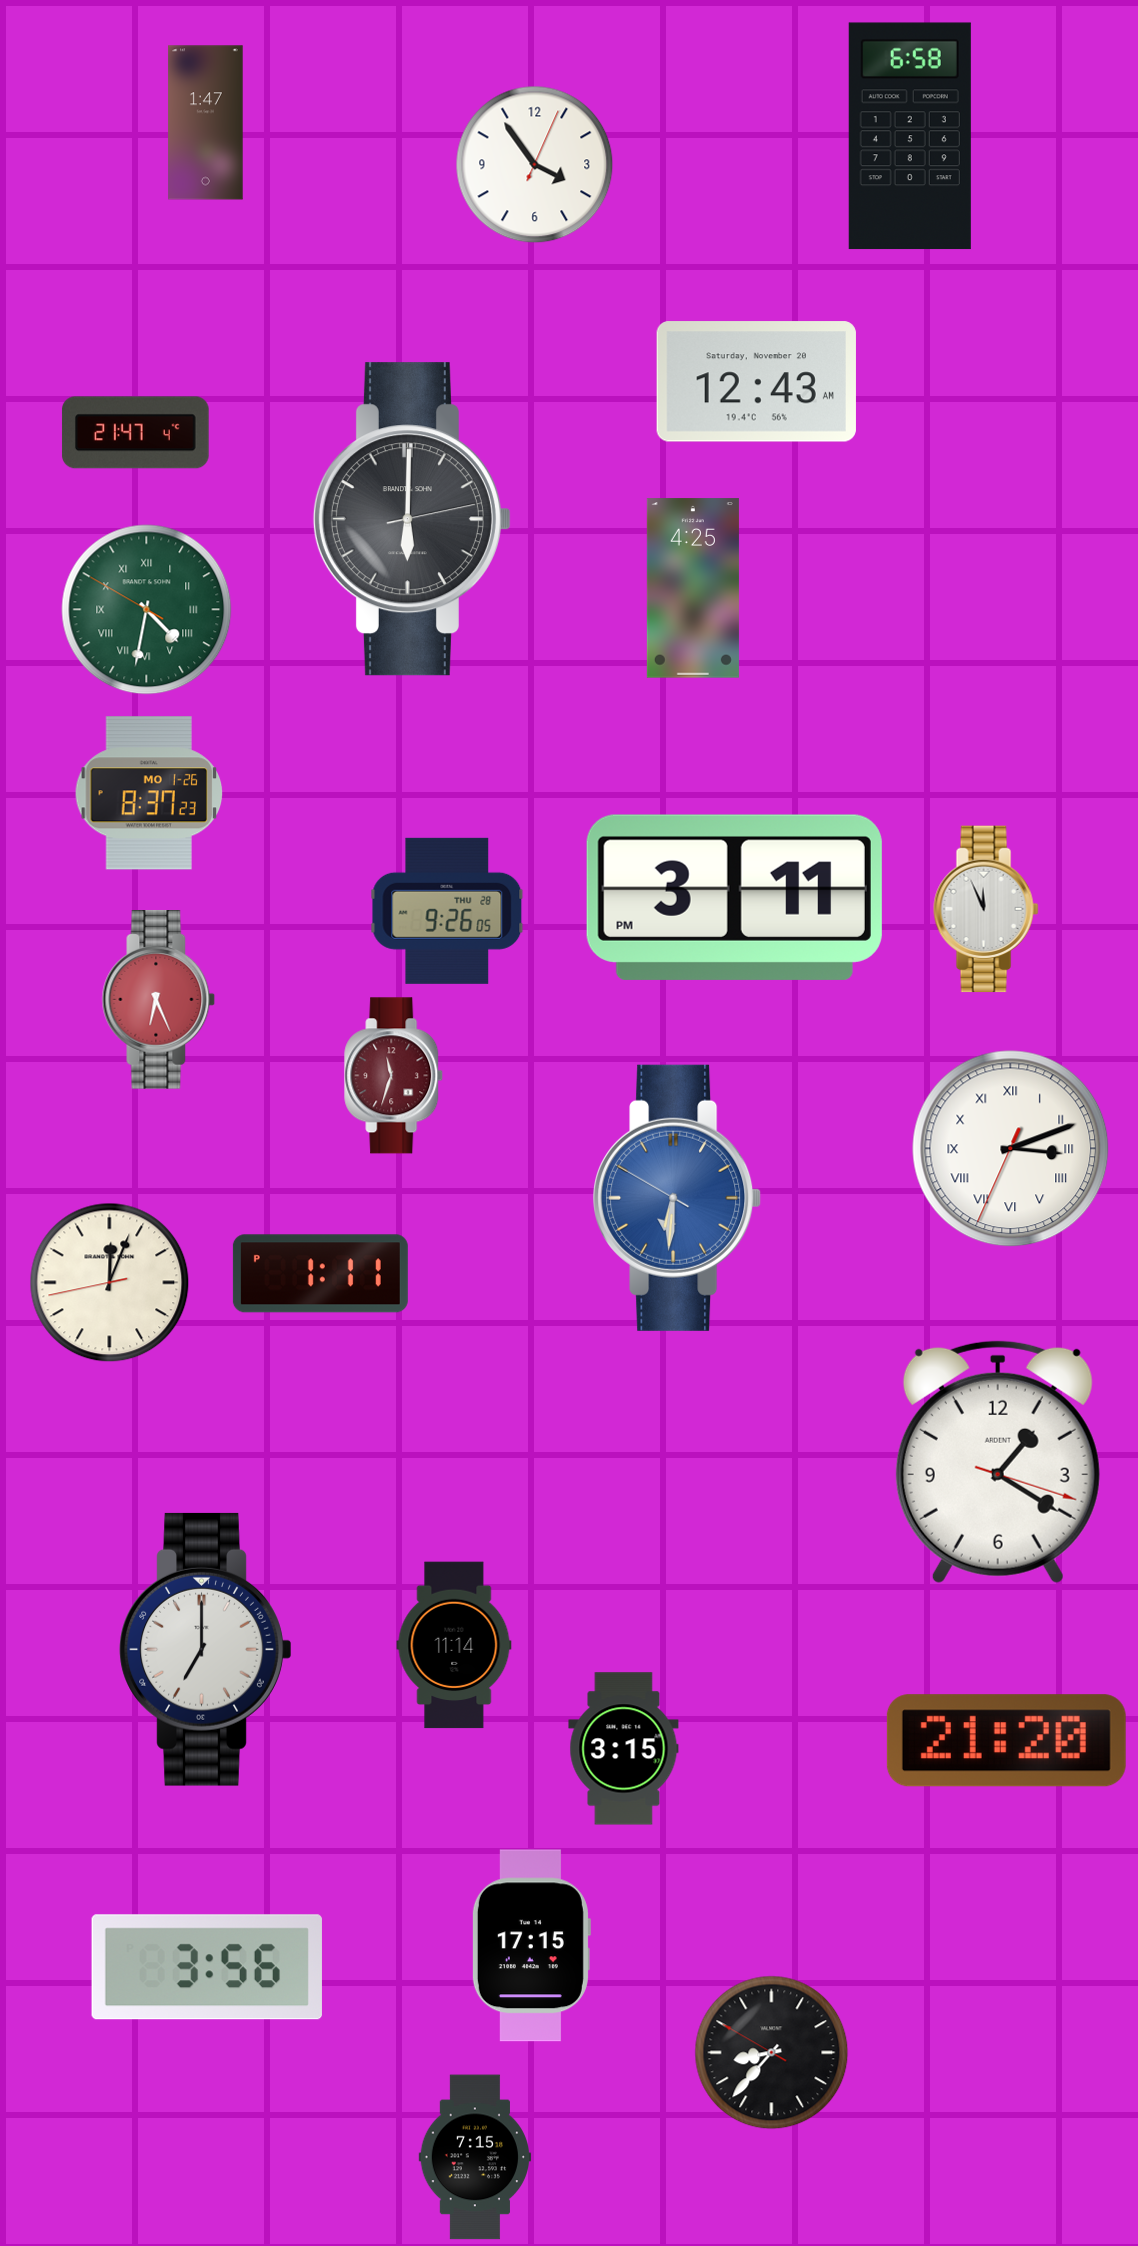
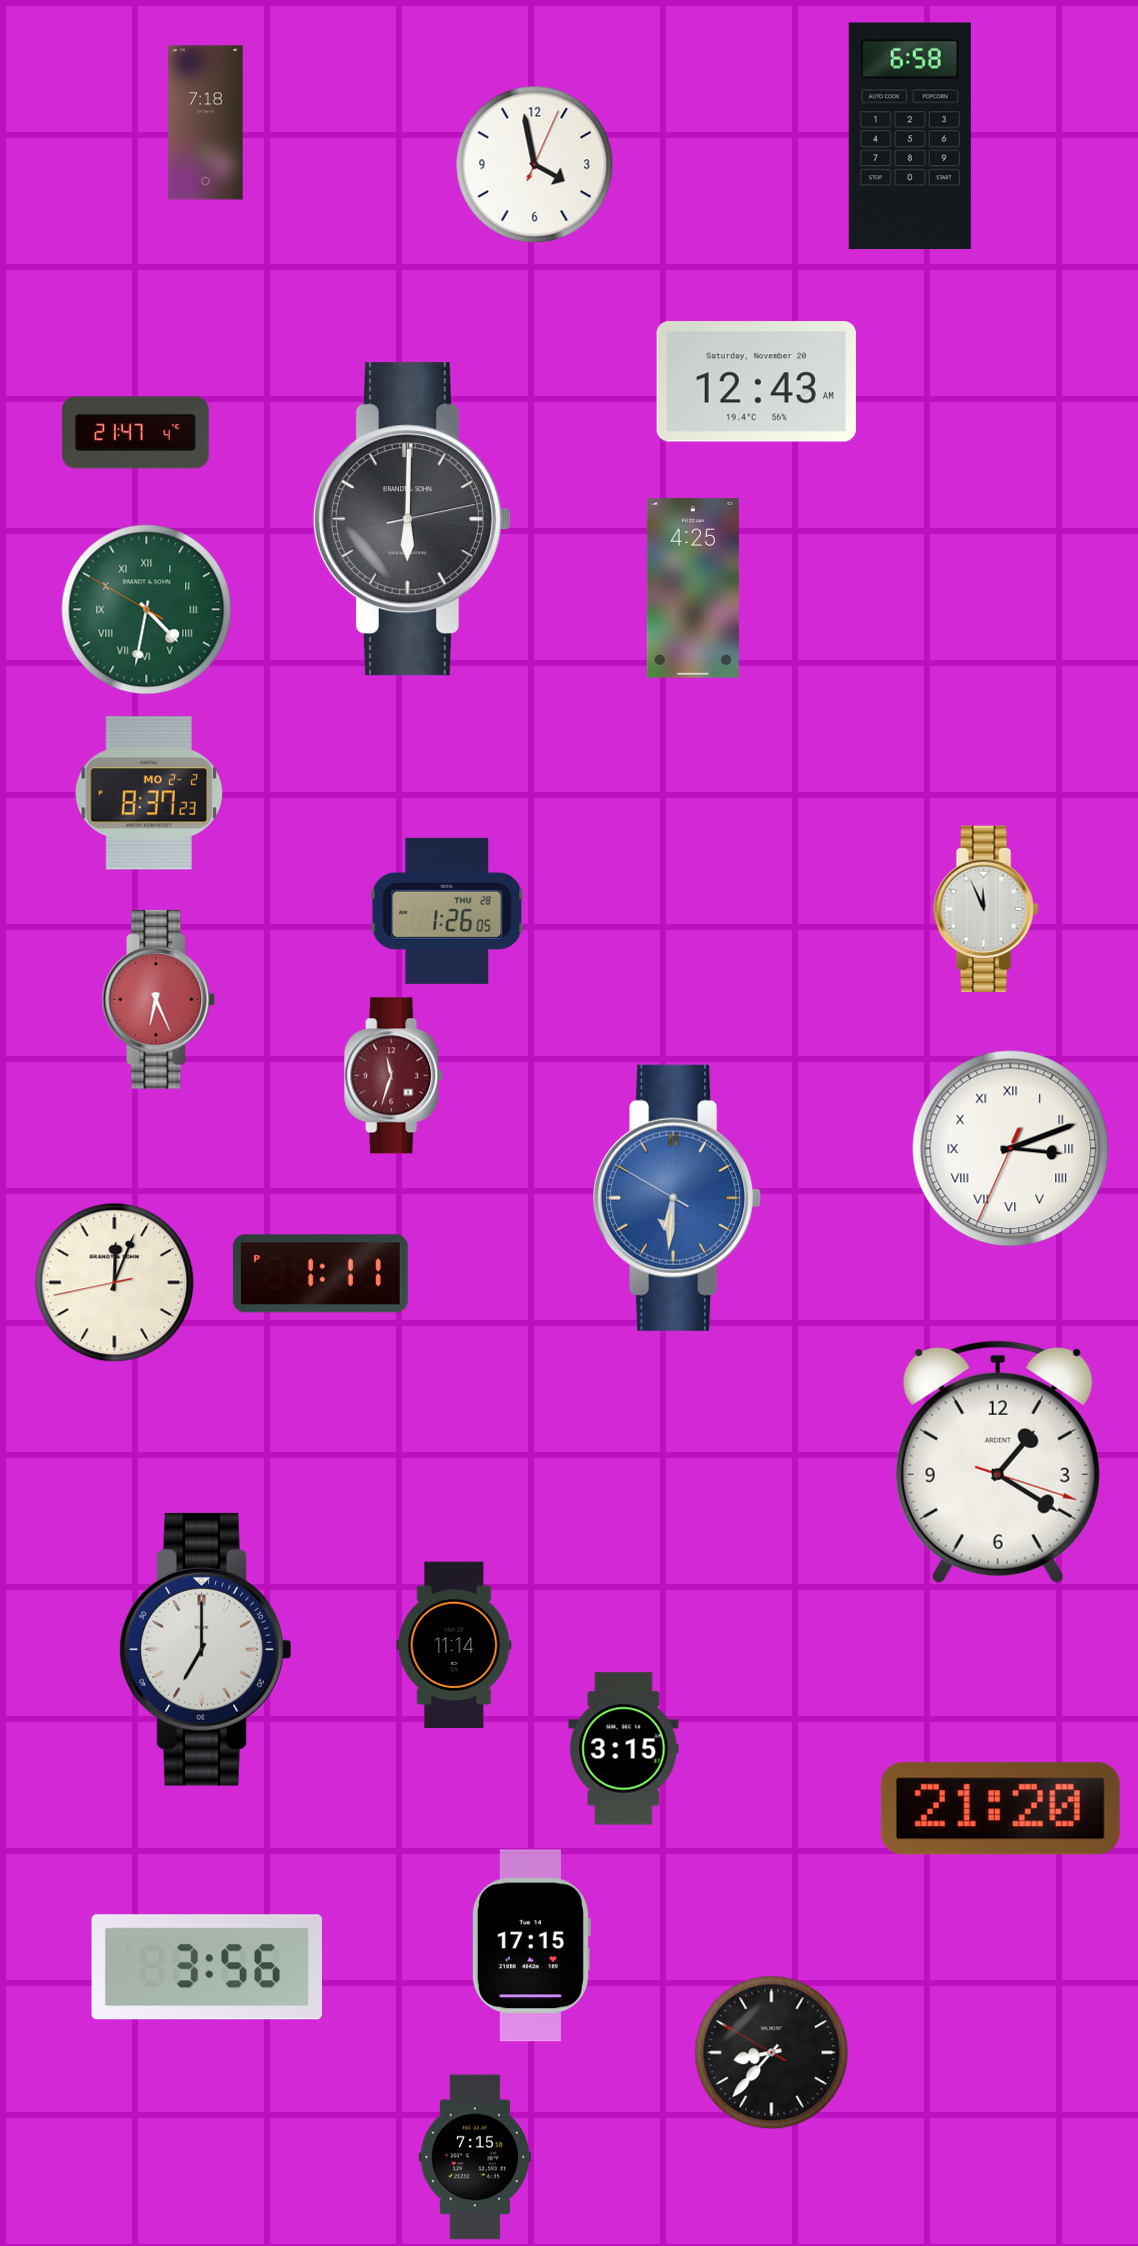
clock at (206, 123): 1:47 -> 7:18
clock at (535, 165): 3:54 -> 3:58
clock at (149, 793) date: MO 1-26 -> MO 2-2
clock at (734, 897): 3:11 -> none
clock at (447, 911): 9:26 -> 1:26
clock at (110, 1283) position: (110, 1283) -> (115, 1283)
clock at (1006, 1741) position: (1006, 1741) -> (1000, 1809)
